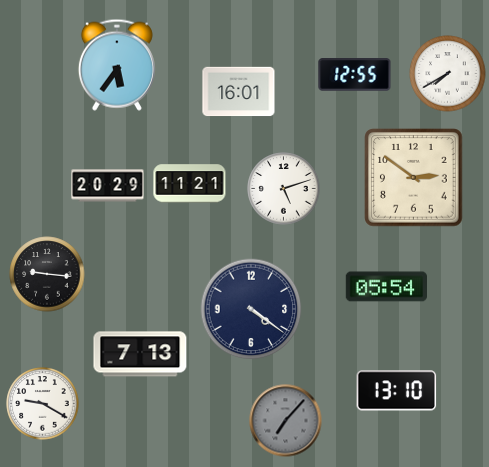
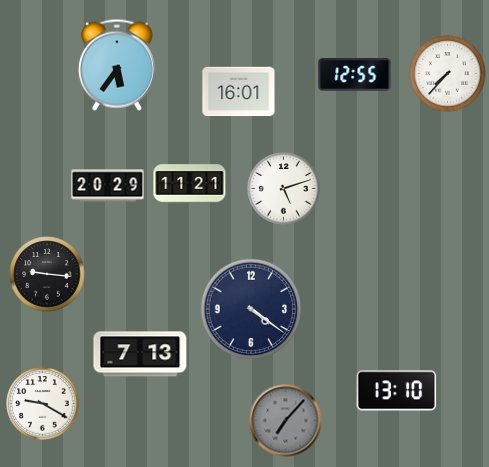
clock at (448, 74): 7:40 -> 7:37
clock at (414, 178): 2:51 -> none
clock at (386, 287): 05:54 -> none
